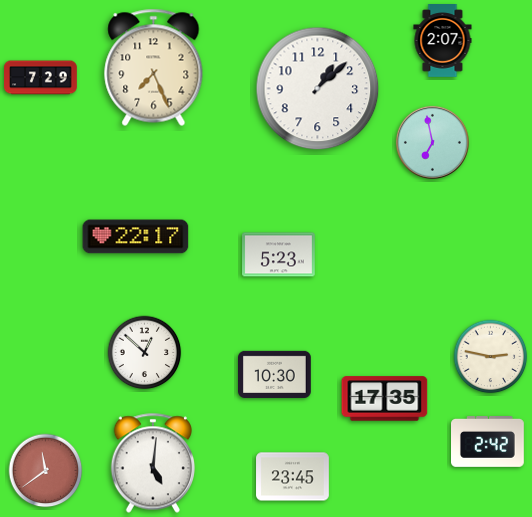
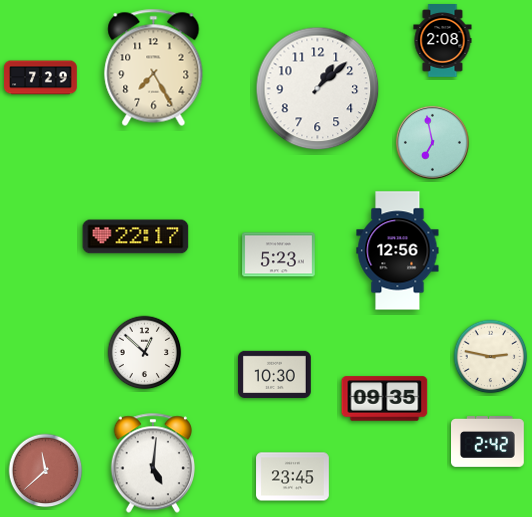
clock at (443, 41): 2:07 -> 2:08
clock at (154, 67): 7:26 -> 7:25
clock at (398, 251): none -> 12:56
clock at (385, 399): 17:35 -> 09:35
clock at (46, 471): 11:39 -> 11:38
